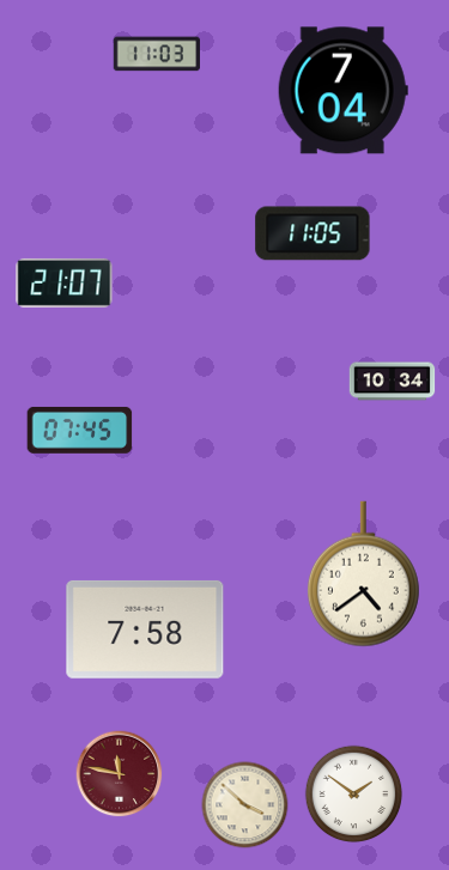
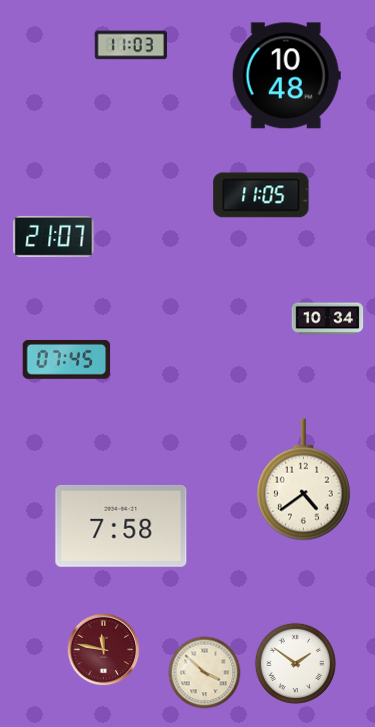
clock at (342, 91): 7:04 -> 10:48
clock at (120, 774) position: (120, 774) -> (104, 650)
